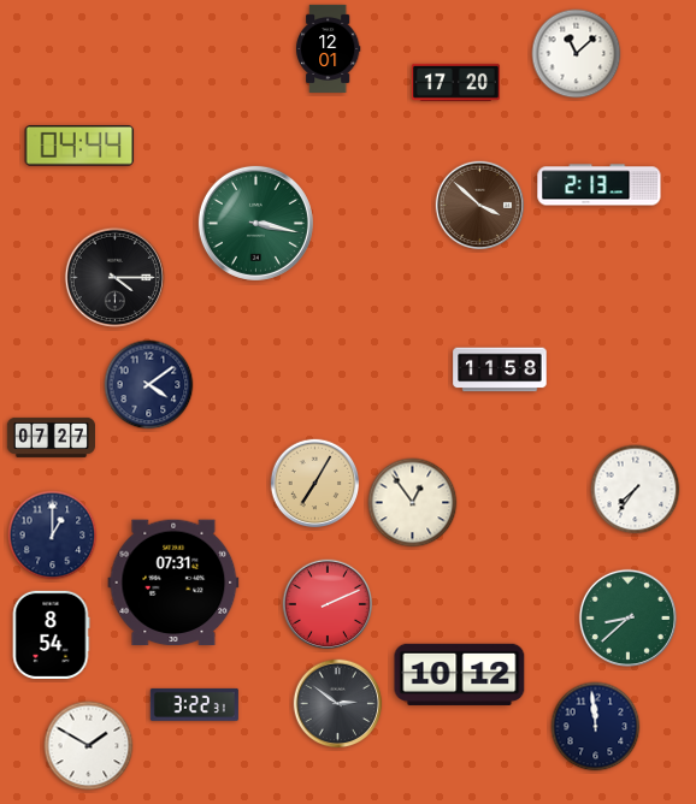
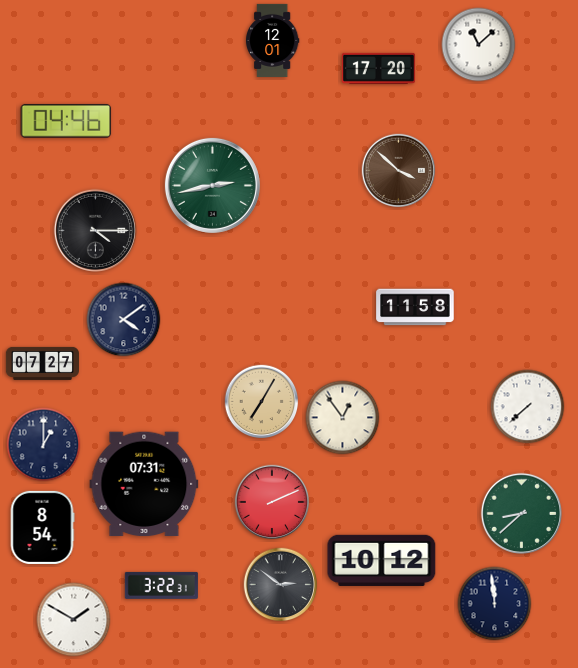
clock at (79, 146): 04:44 -> 04:46
clock at (600, 185): 2:13 -> none
clock at (255, 223): 3:17 -> 2:43
clock at (636, 490): 7:36 -> 7:38
